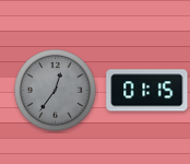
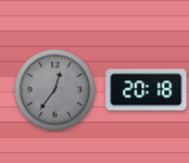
clock at (147, 91): 01:15 -> 20:18
